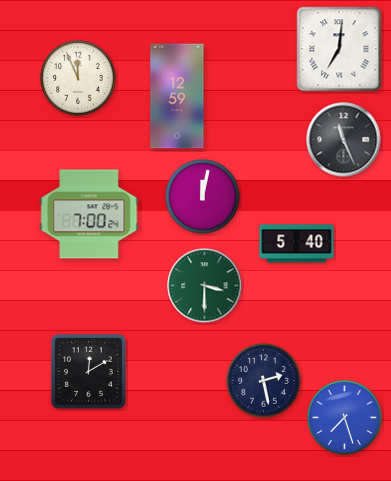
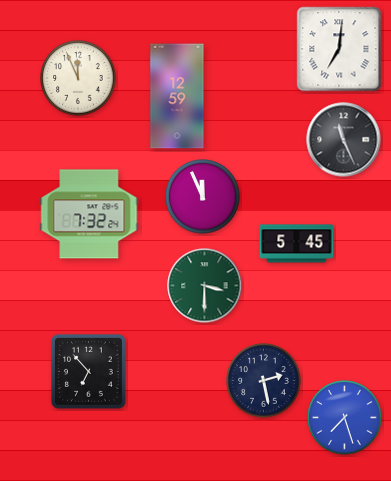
clock at (203, 197): 12:02 -> 11:56
clock at (89, 214): 7:00 -> 7:32
clock at (297, 244): 5:40 -> 5:45
clock at (89, 372): 12:10 -> 6:53
